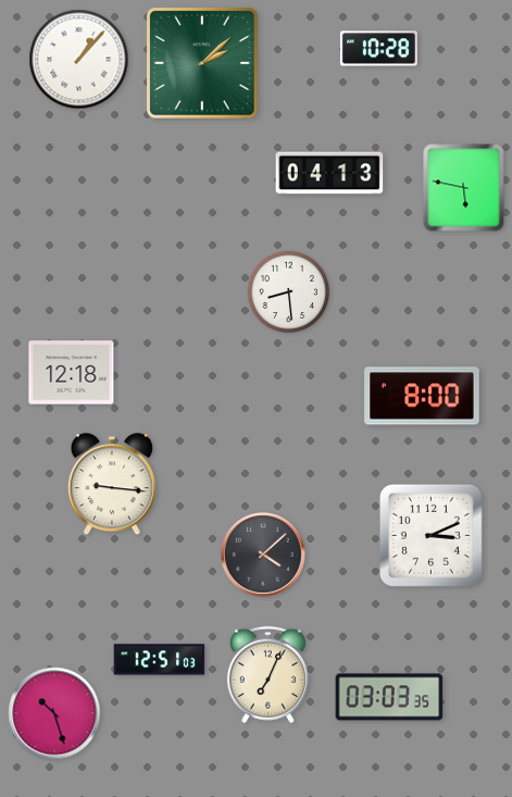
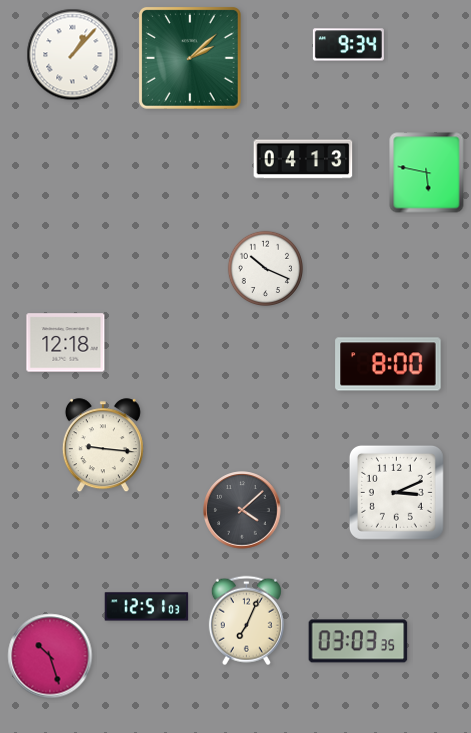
clock at (378, 49): 10:28 -> 9:34
clock at (202, 63) position: (202, 63) -> (190, 58)
clock at (288, 291): 8:29 -> 10:19
